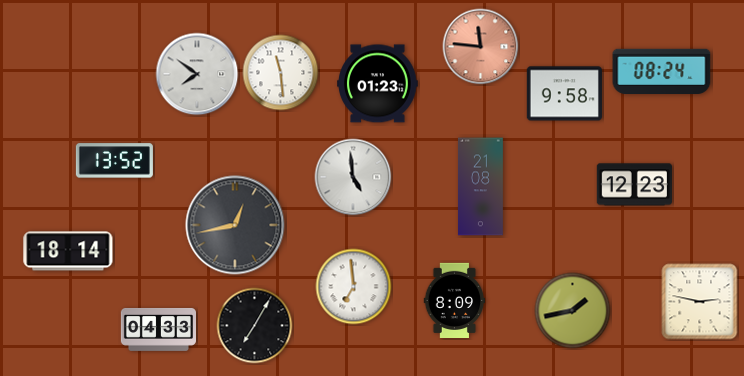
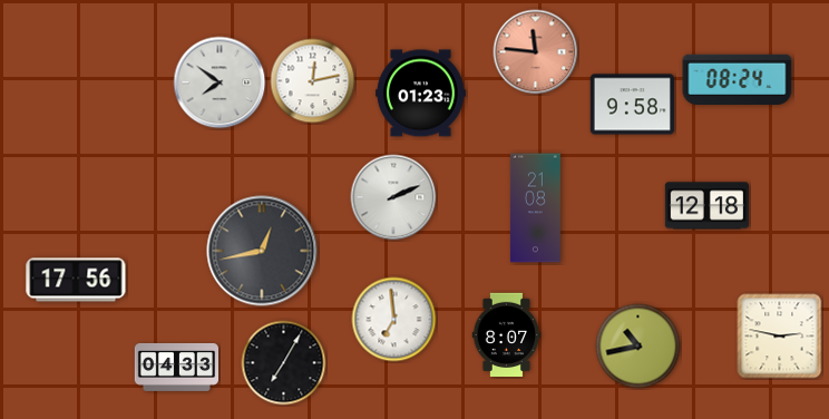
clock at (281, 73): 11:29 -> 12:13
clock at (564, 94) position: (564, 94) -> (632, 105)
clock at (114, 161): 13:52 -> none
clock at (353, 177): 4:59 -> 2:11
clock at (634, 185): 12:23 -> 12:18
clock at (68, 251): 18:14 -> 17:56
clock at (455, 300): 8:09 -> 8:07
clock at (573, 311): 1:43 -> 10:43
